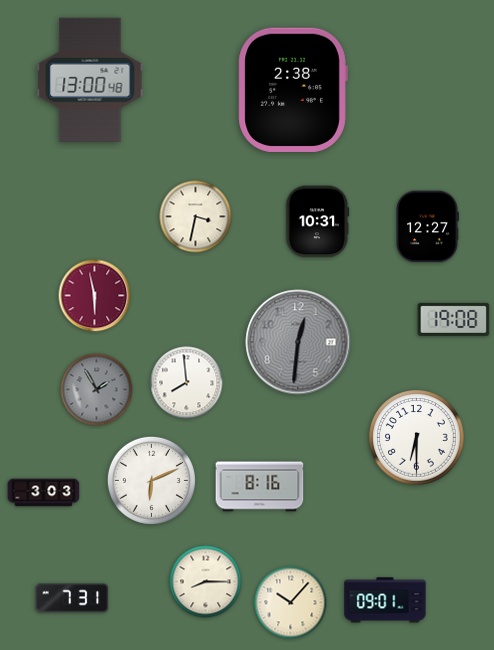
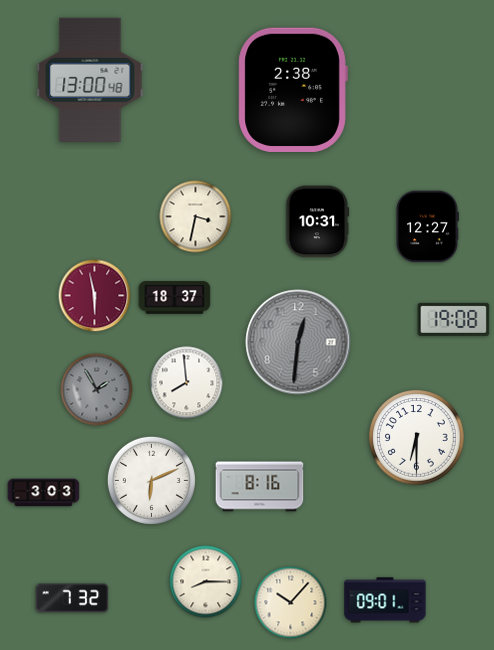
clock at (175, 298): none -> 18:37
clock at (72, 598): 7:31 -> 7:32
